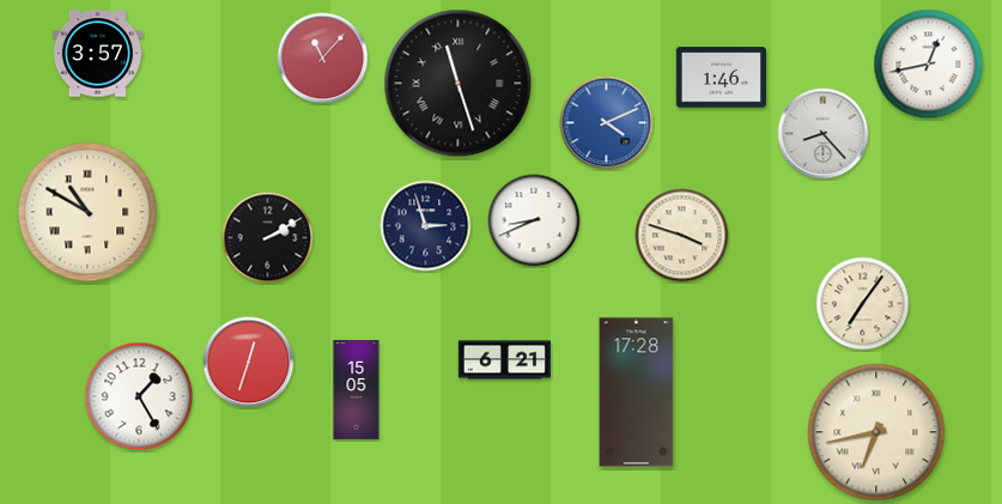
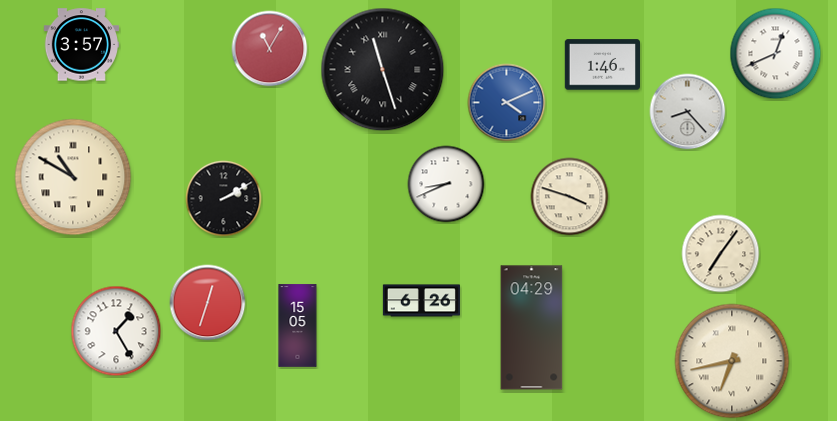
clock at (323, 59): 11:07 -> 11:05
clock at (929, 65): 12:43 -> 12:41
clock at (426, 226): 2:57 -> none
clock at (504, 360): 6:21 -> 6:26
clock at (637, 393): 17:28 -> 04:29
